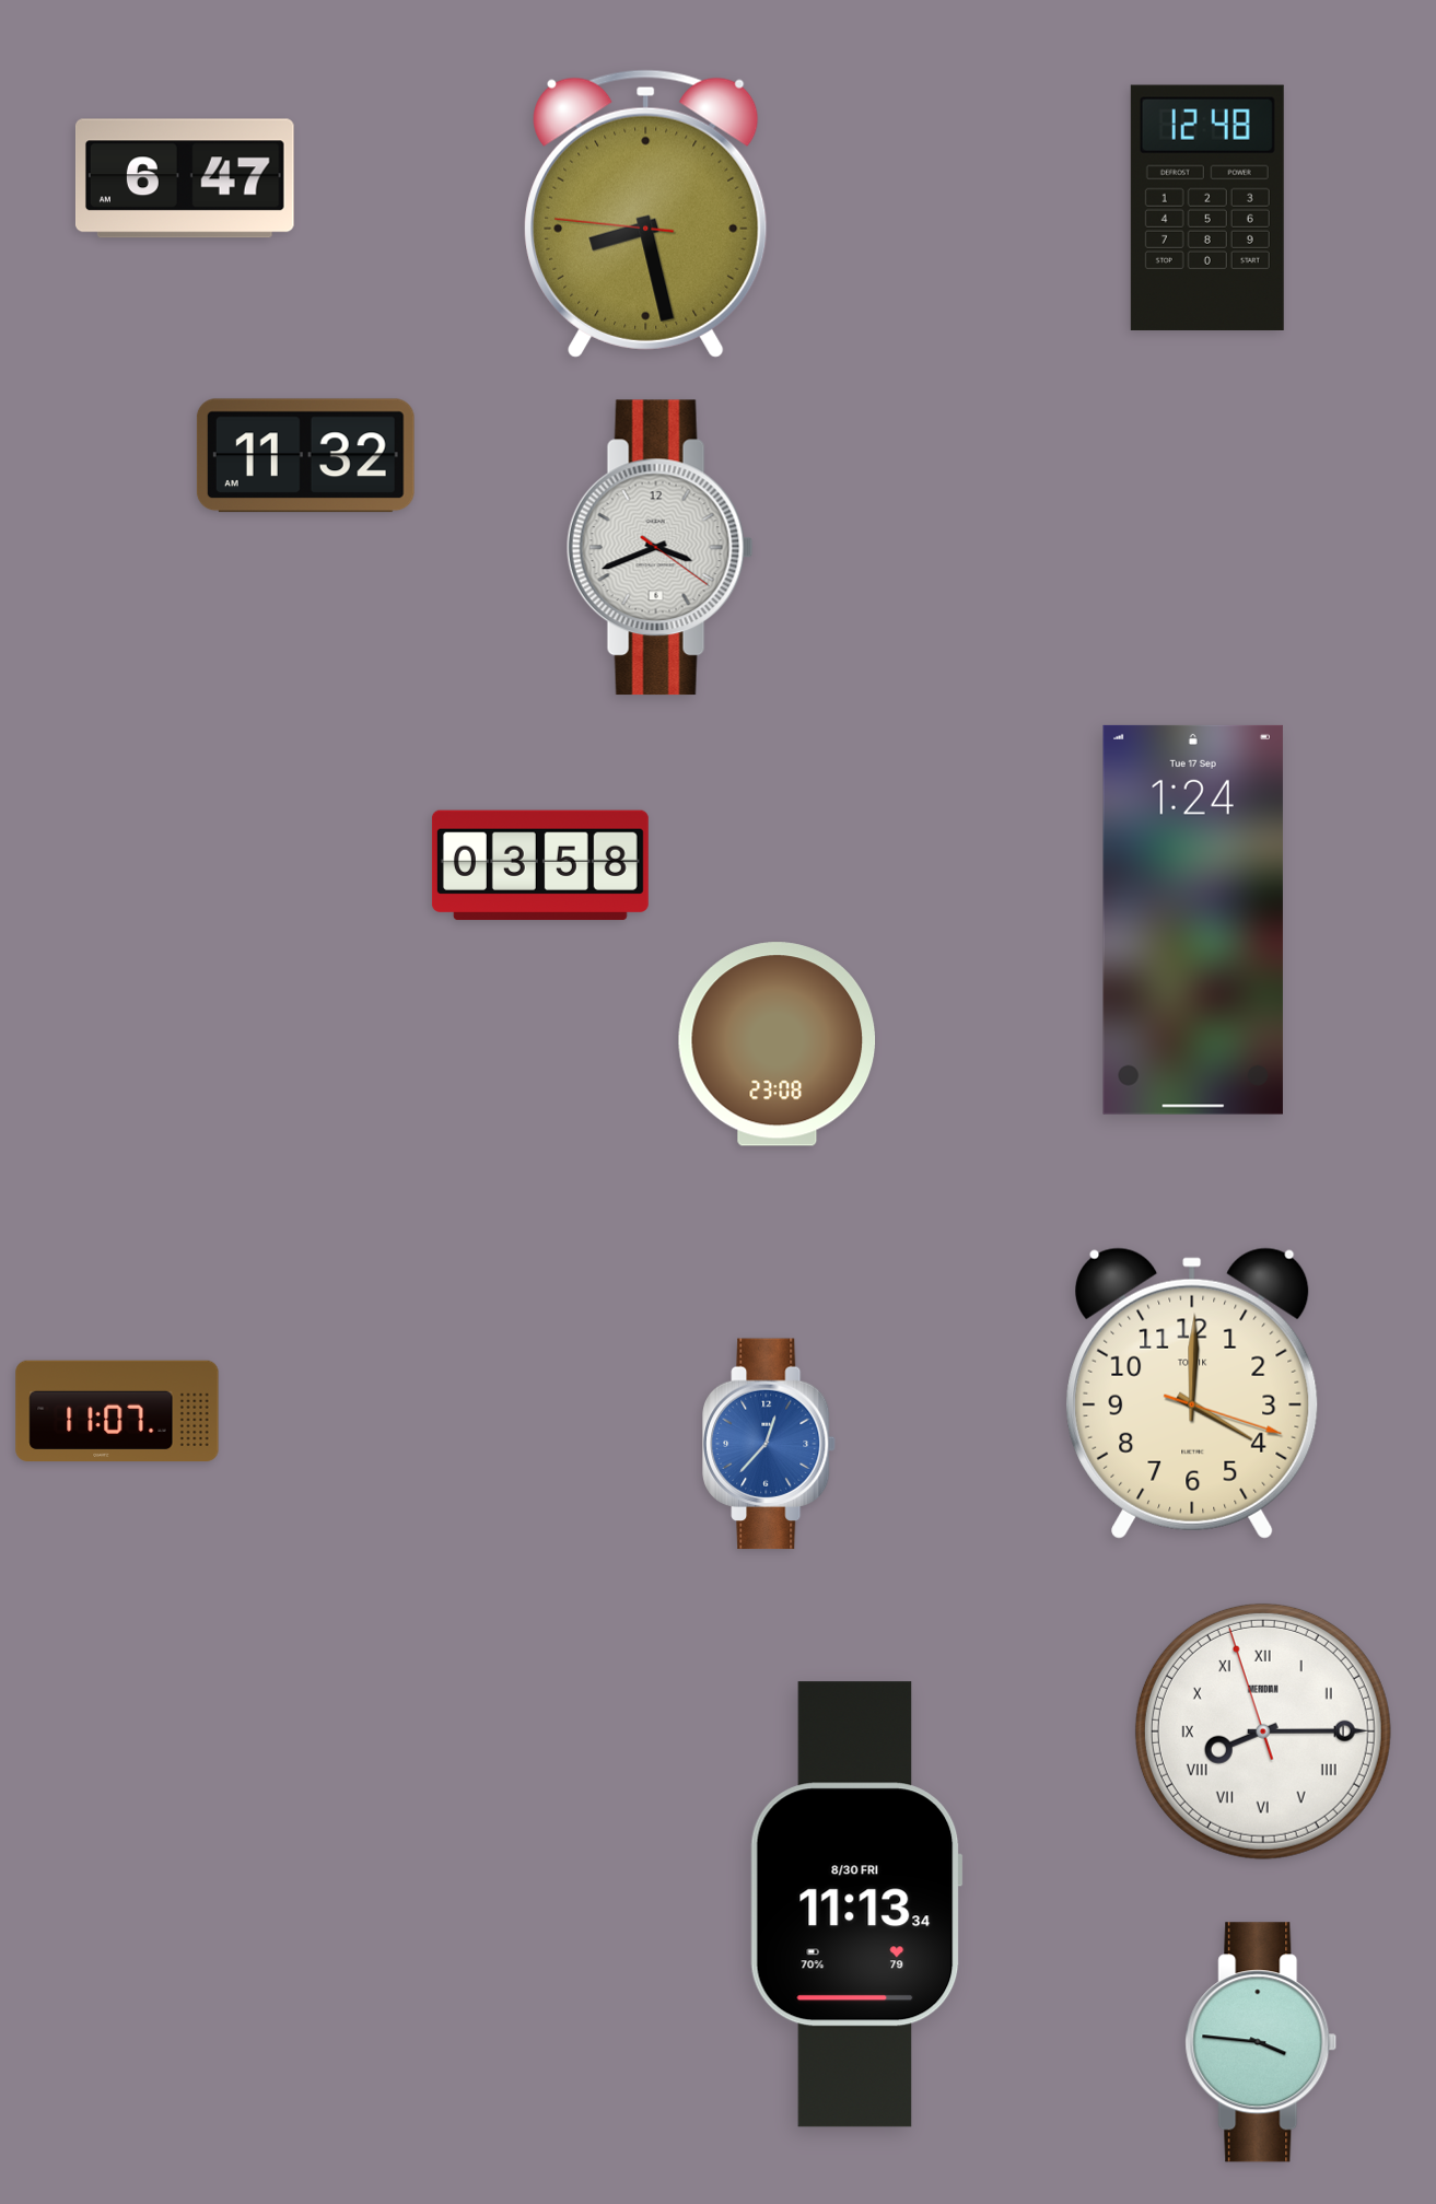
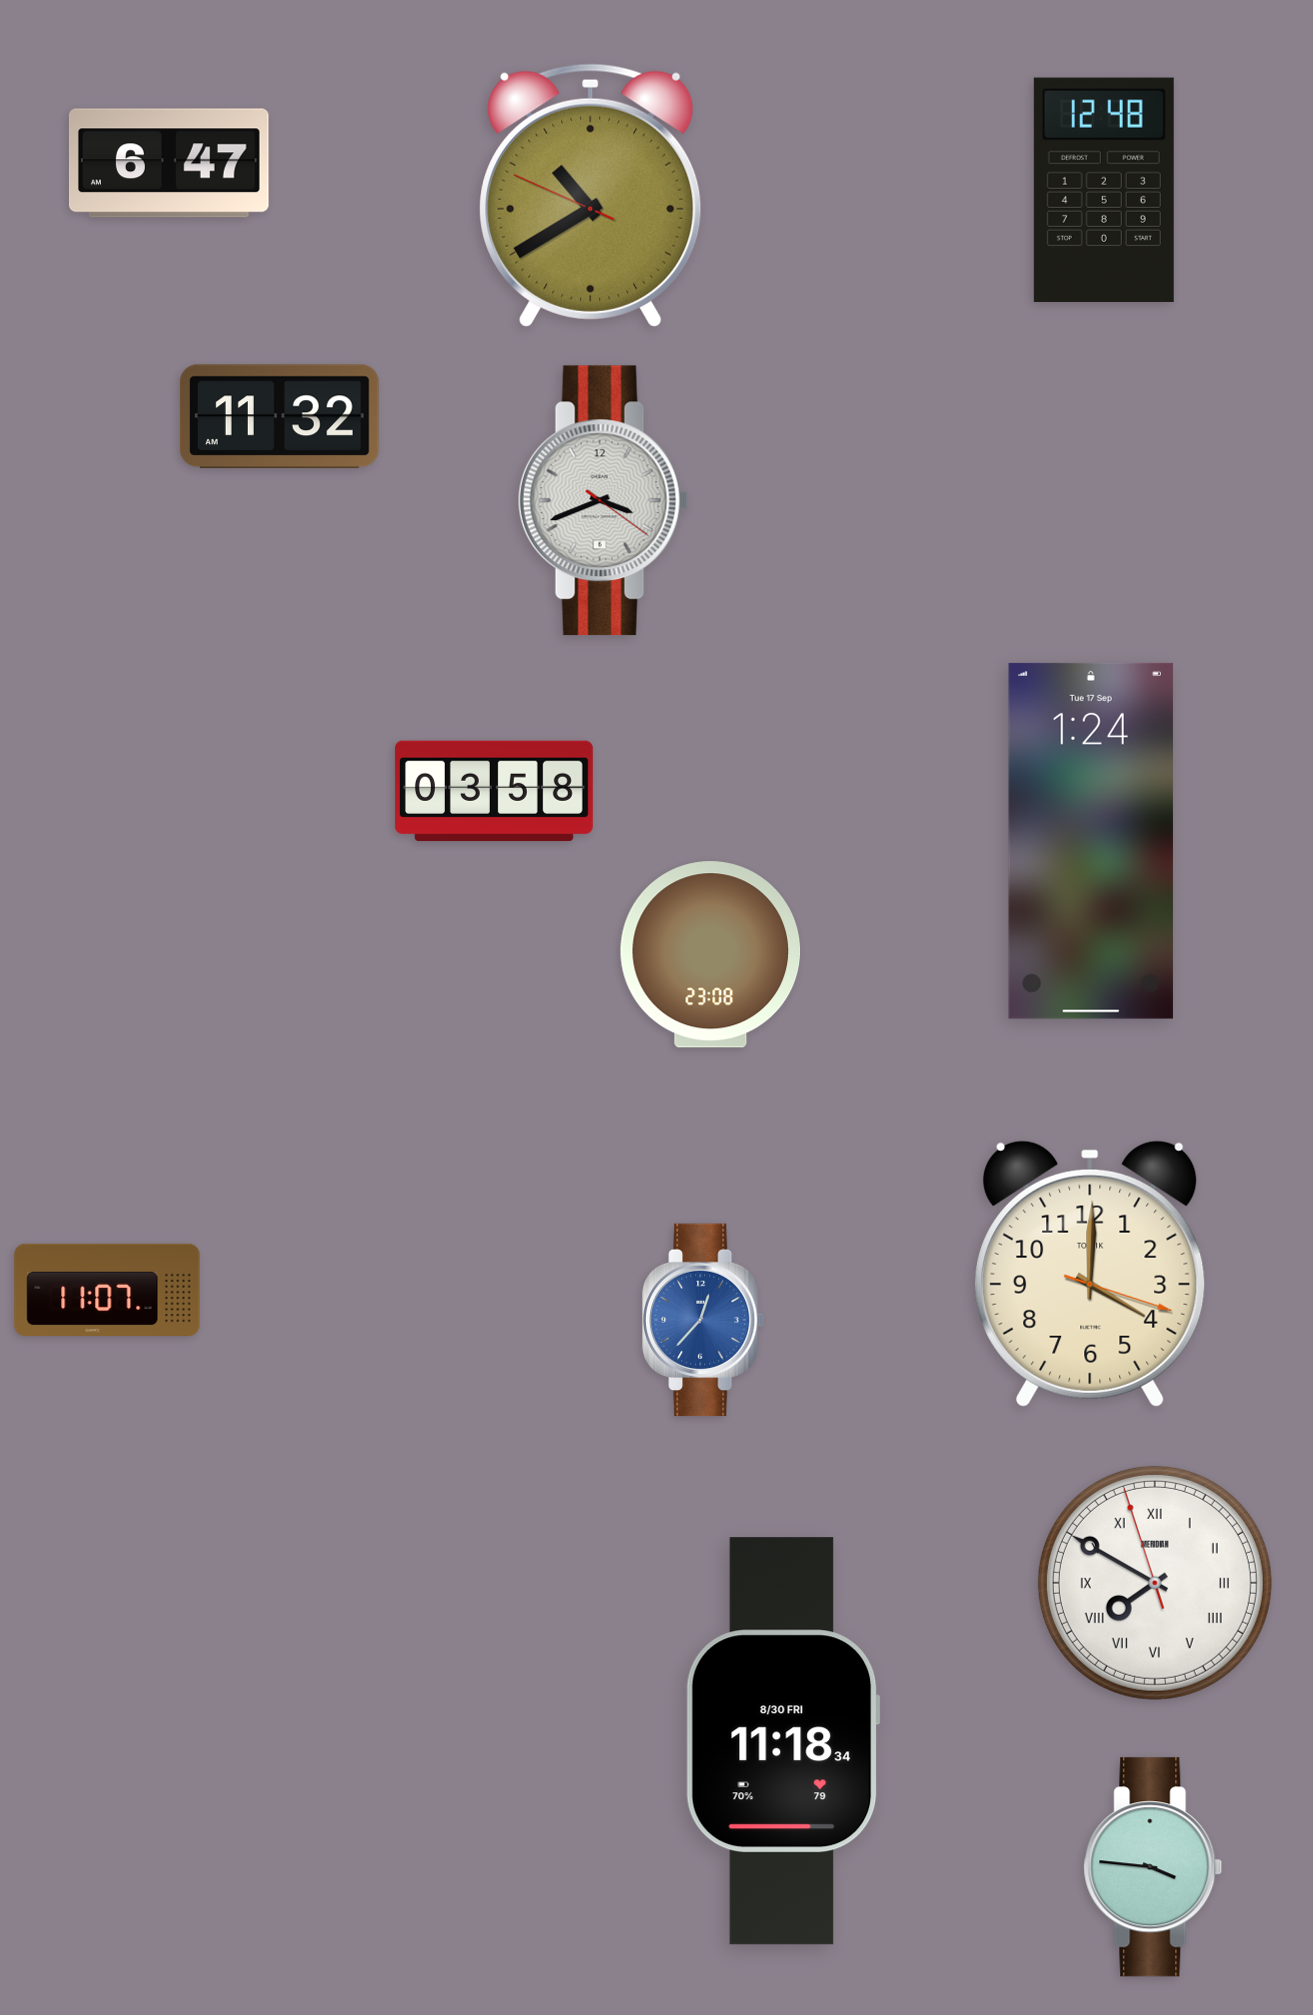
clock at (646, 213): 8:27 -> 10:39
clock at (1263, 1731): 8:14 -> 7:49
clock at (856, 1904): 11:13 -> 11:18
